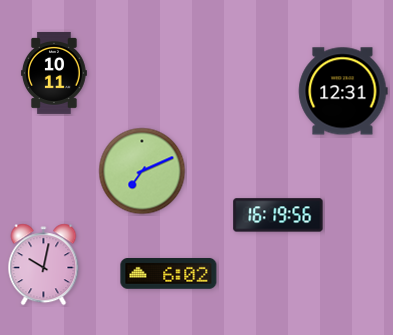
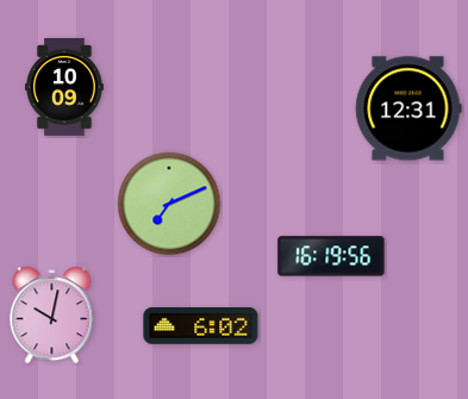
clock at (54, 73): 10:11 -> 10:09
